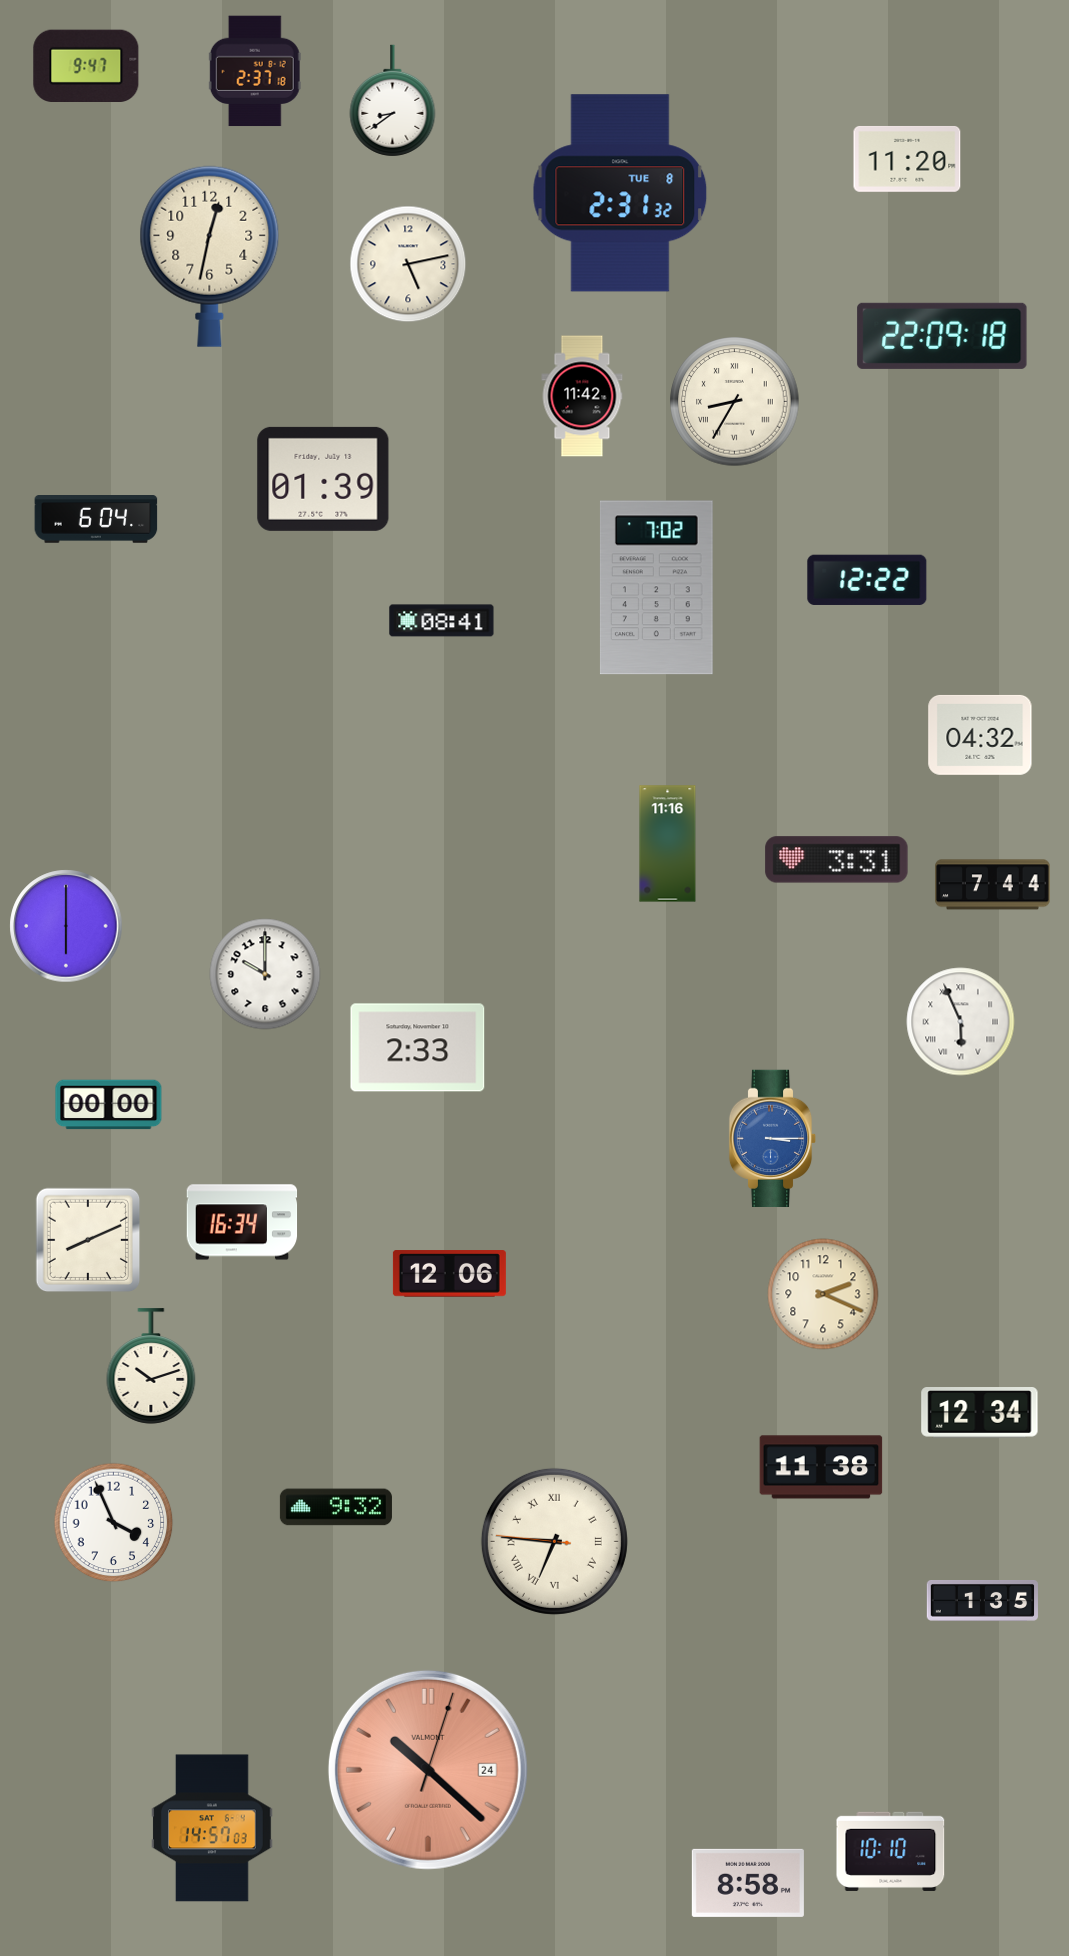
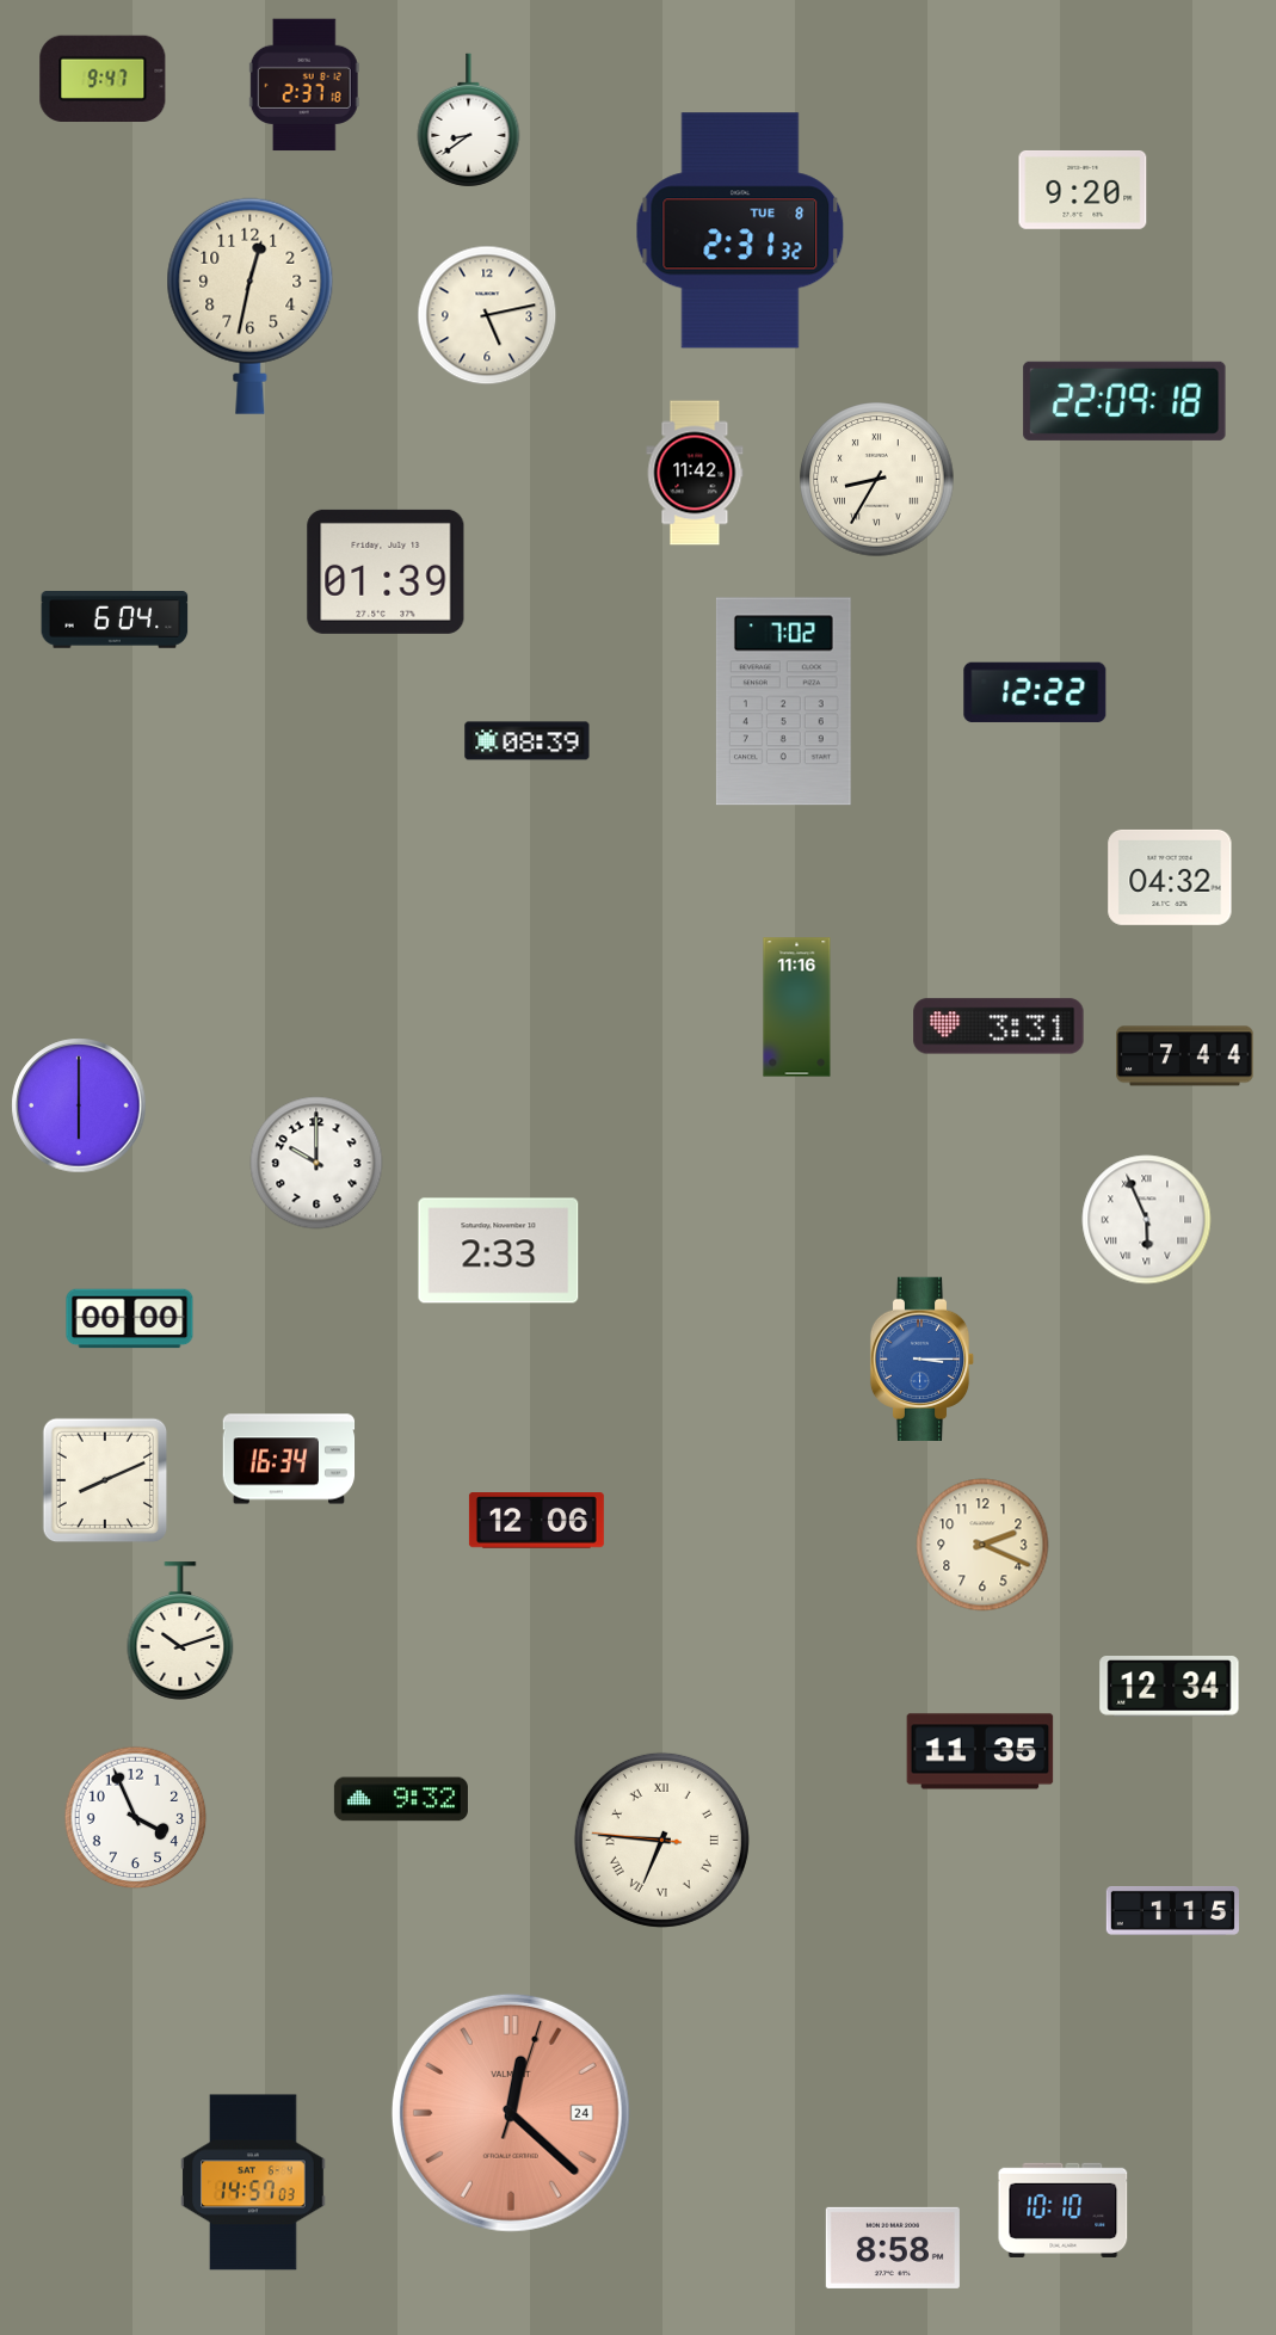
clock at (907, 159): 11:20 -> 9:20
clock at (442, 621): 08:41 -> 08:39
clock at (821, 1467): 11:38 -> 11:35
clock at (982, 1601): 1:35 -> 1:15
clock at (428, 1770): 10:22 -> 12:22
